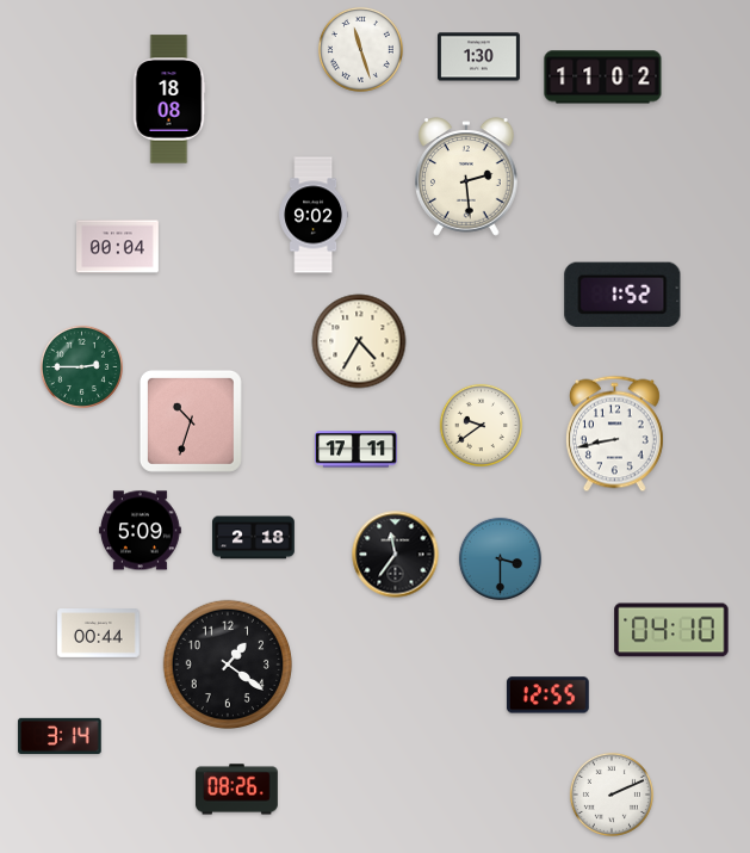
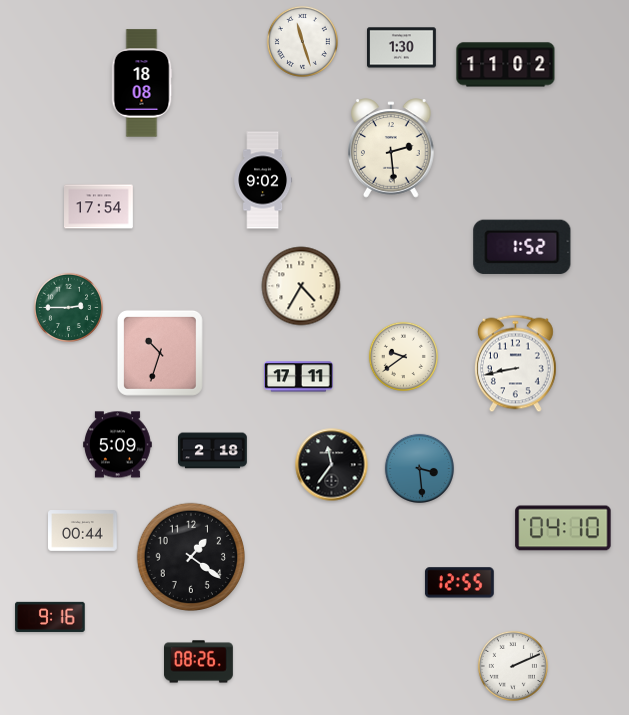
clock at (118, 247): 00:04 -> 17:54
clock at (500, 558): 3:30 -> 3:29
clock at (60, 736): 3:14 -> 9:16
